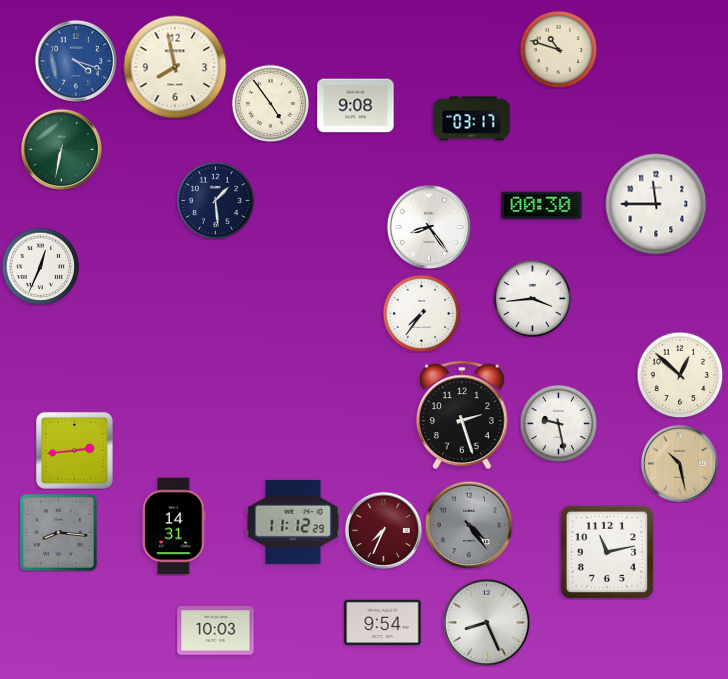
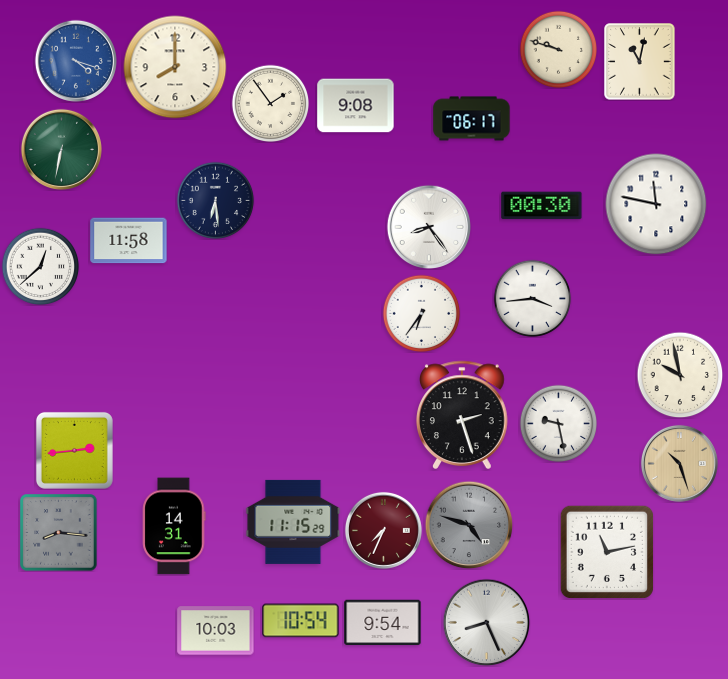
clock at (558, 49): 10:48 -> 9:48
clock at (640, 62): none -> 11:02
clock at (175, 67): 7:58 -> 8:00
clock at (270, 103): 4:54 -> 1:54
clock at (472, 119): 03:17 -> 06:17
clock at (215, 200): 1:29 -> 6:29
clock at (656, 204): 11:45 -> 11:47
clock at (129, 241): none -> 11:58
clock at (40, 266): 12:34 -> 12:38
clock at (421, 313): 7:36 -> 6:36
clock at (680, 375): 12:52 -> 9:58
clock at (679, 463): 10:28 -> 10:27
clock at (293, 522): 11:12 -> 11:15
clock at (469, 525): 4:24 -> 4:48
clock at (301, 621): none -> 10:54
